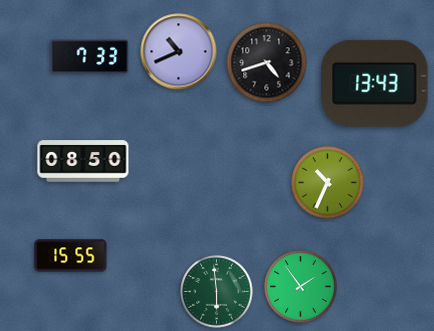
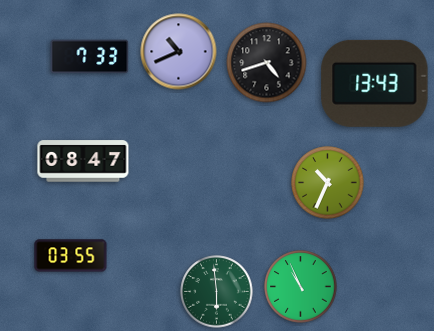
clock at (83, 161): 08:50 -> 08:47
clock at (71, 256): 15:55 -> 03:55
clock at (301, 287): 1:54 -> 10:56
